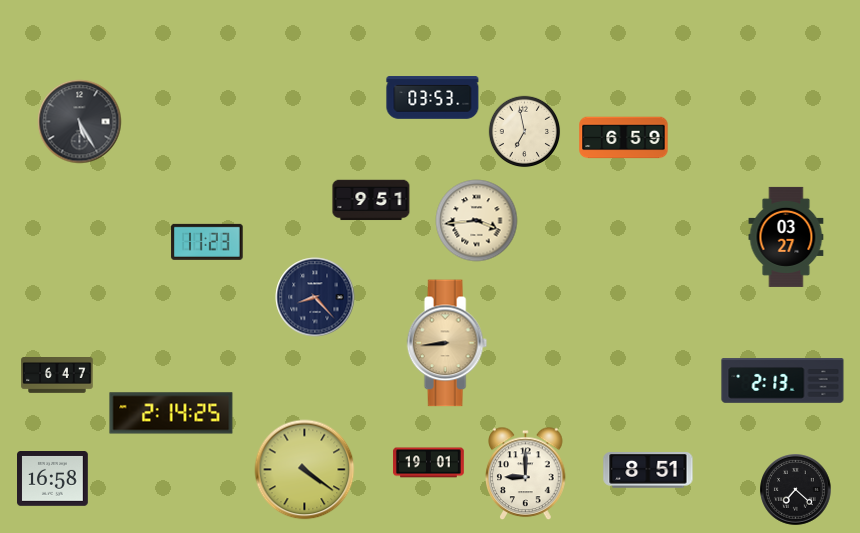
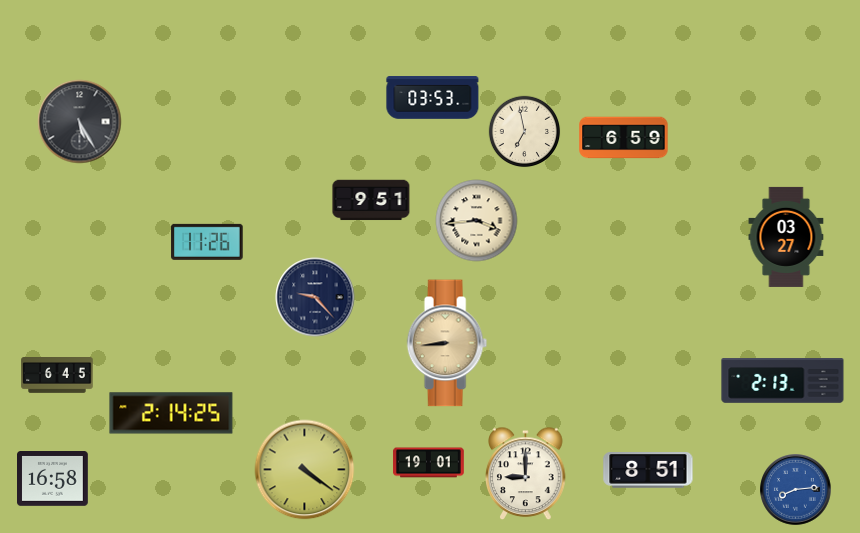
clock at (207, 242): 11:23 -> 11:26
clock at (315, 297): 8:23 -> 9:23
clock at (57, 375): 6:47 -> 6:45
clock at (796, 490): 7:22 -> 8:14
clock at (796, 490) dial: black -> blue
